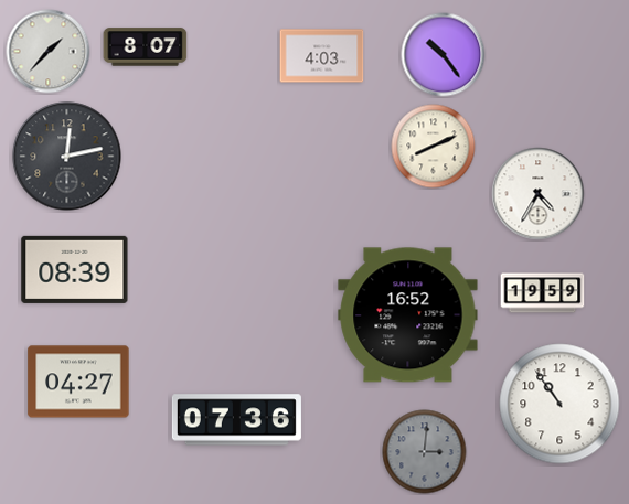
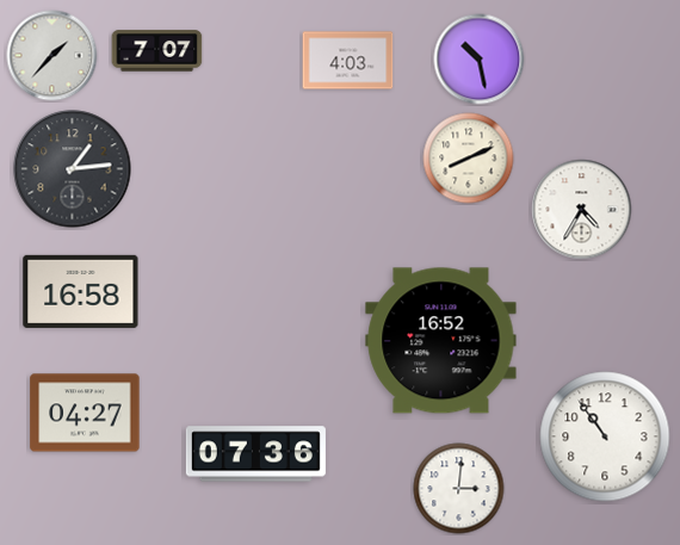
clock at (146, 47): 8:07 -> 7:07
clock at (444, 55): 10:24 -> 10:28
clock at (67, 157): 12:13 -> 1:14
clock at (75, 269): 08:39 -> 16:58
clock at (543, 293): 19:59 -> none
clock at (425, 452) dial: grey -> white
